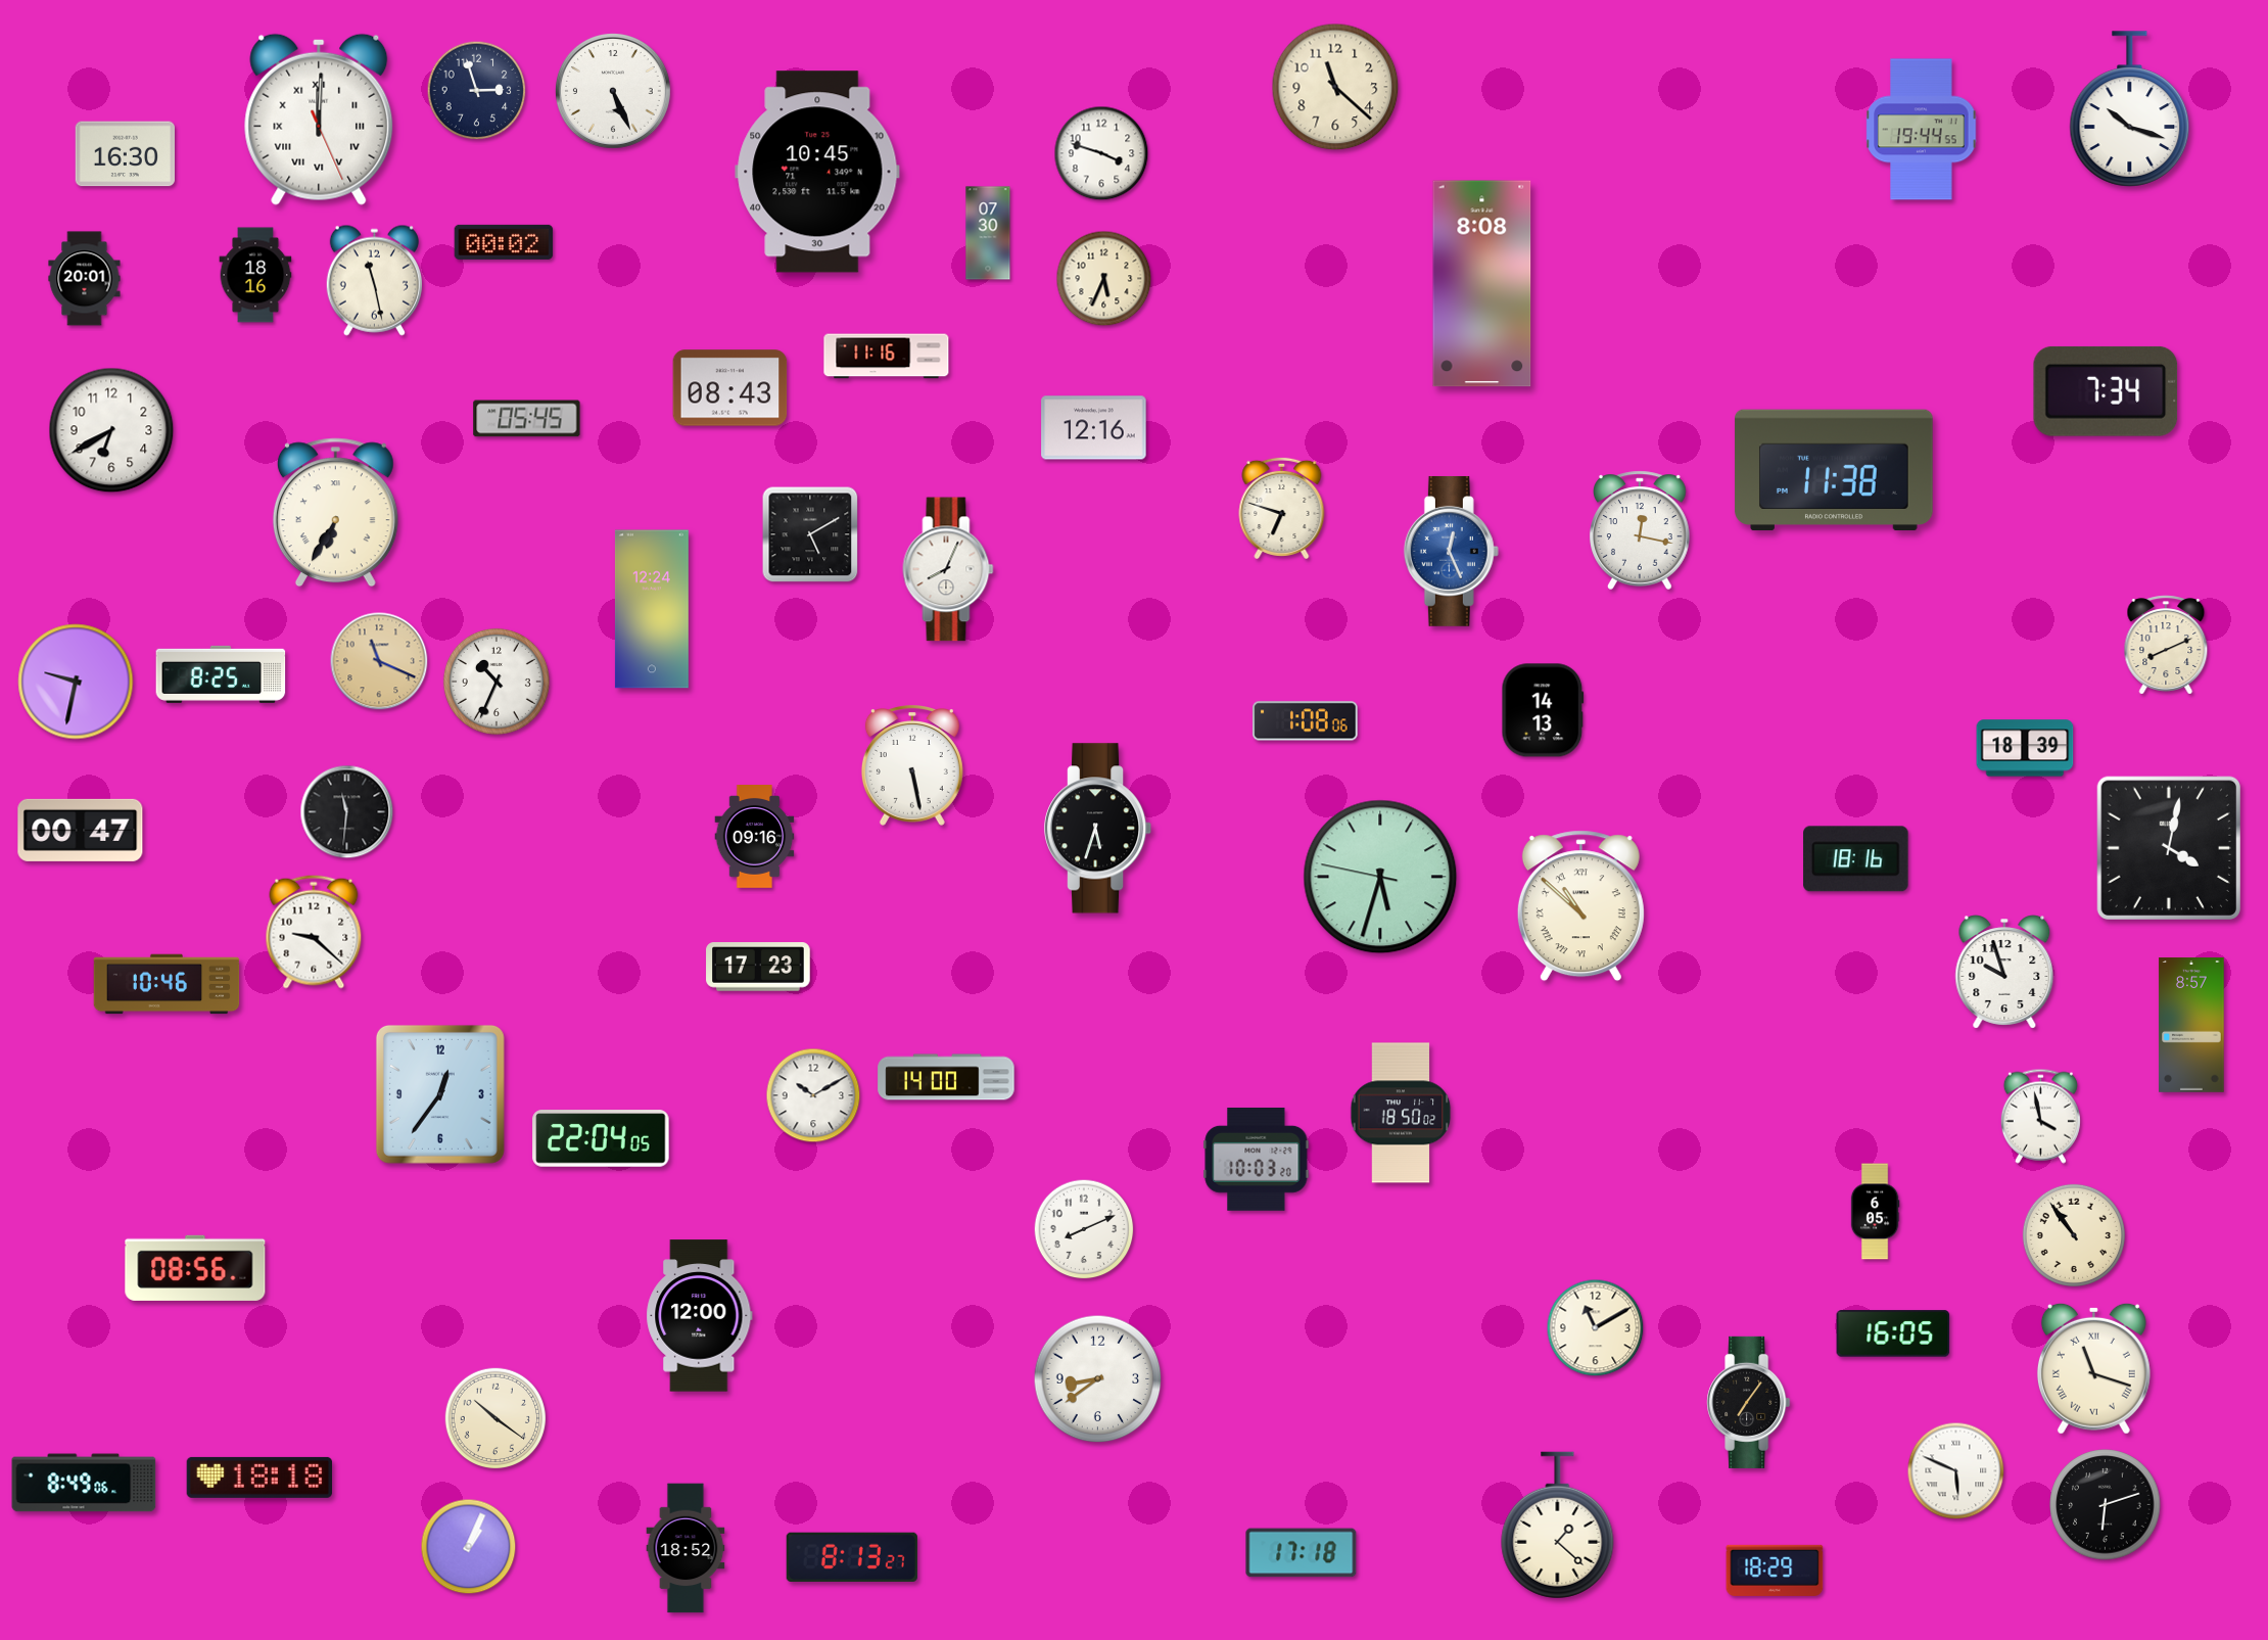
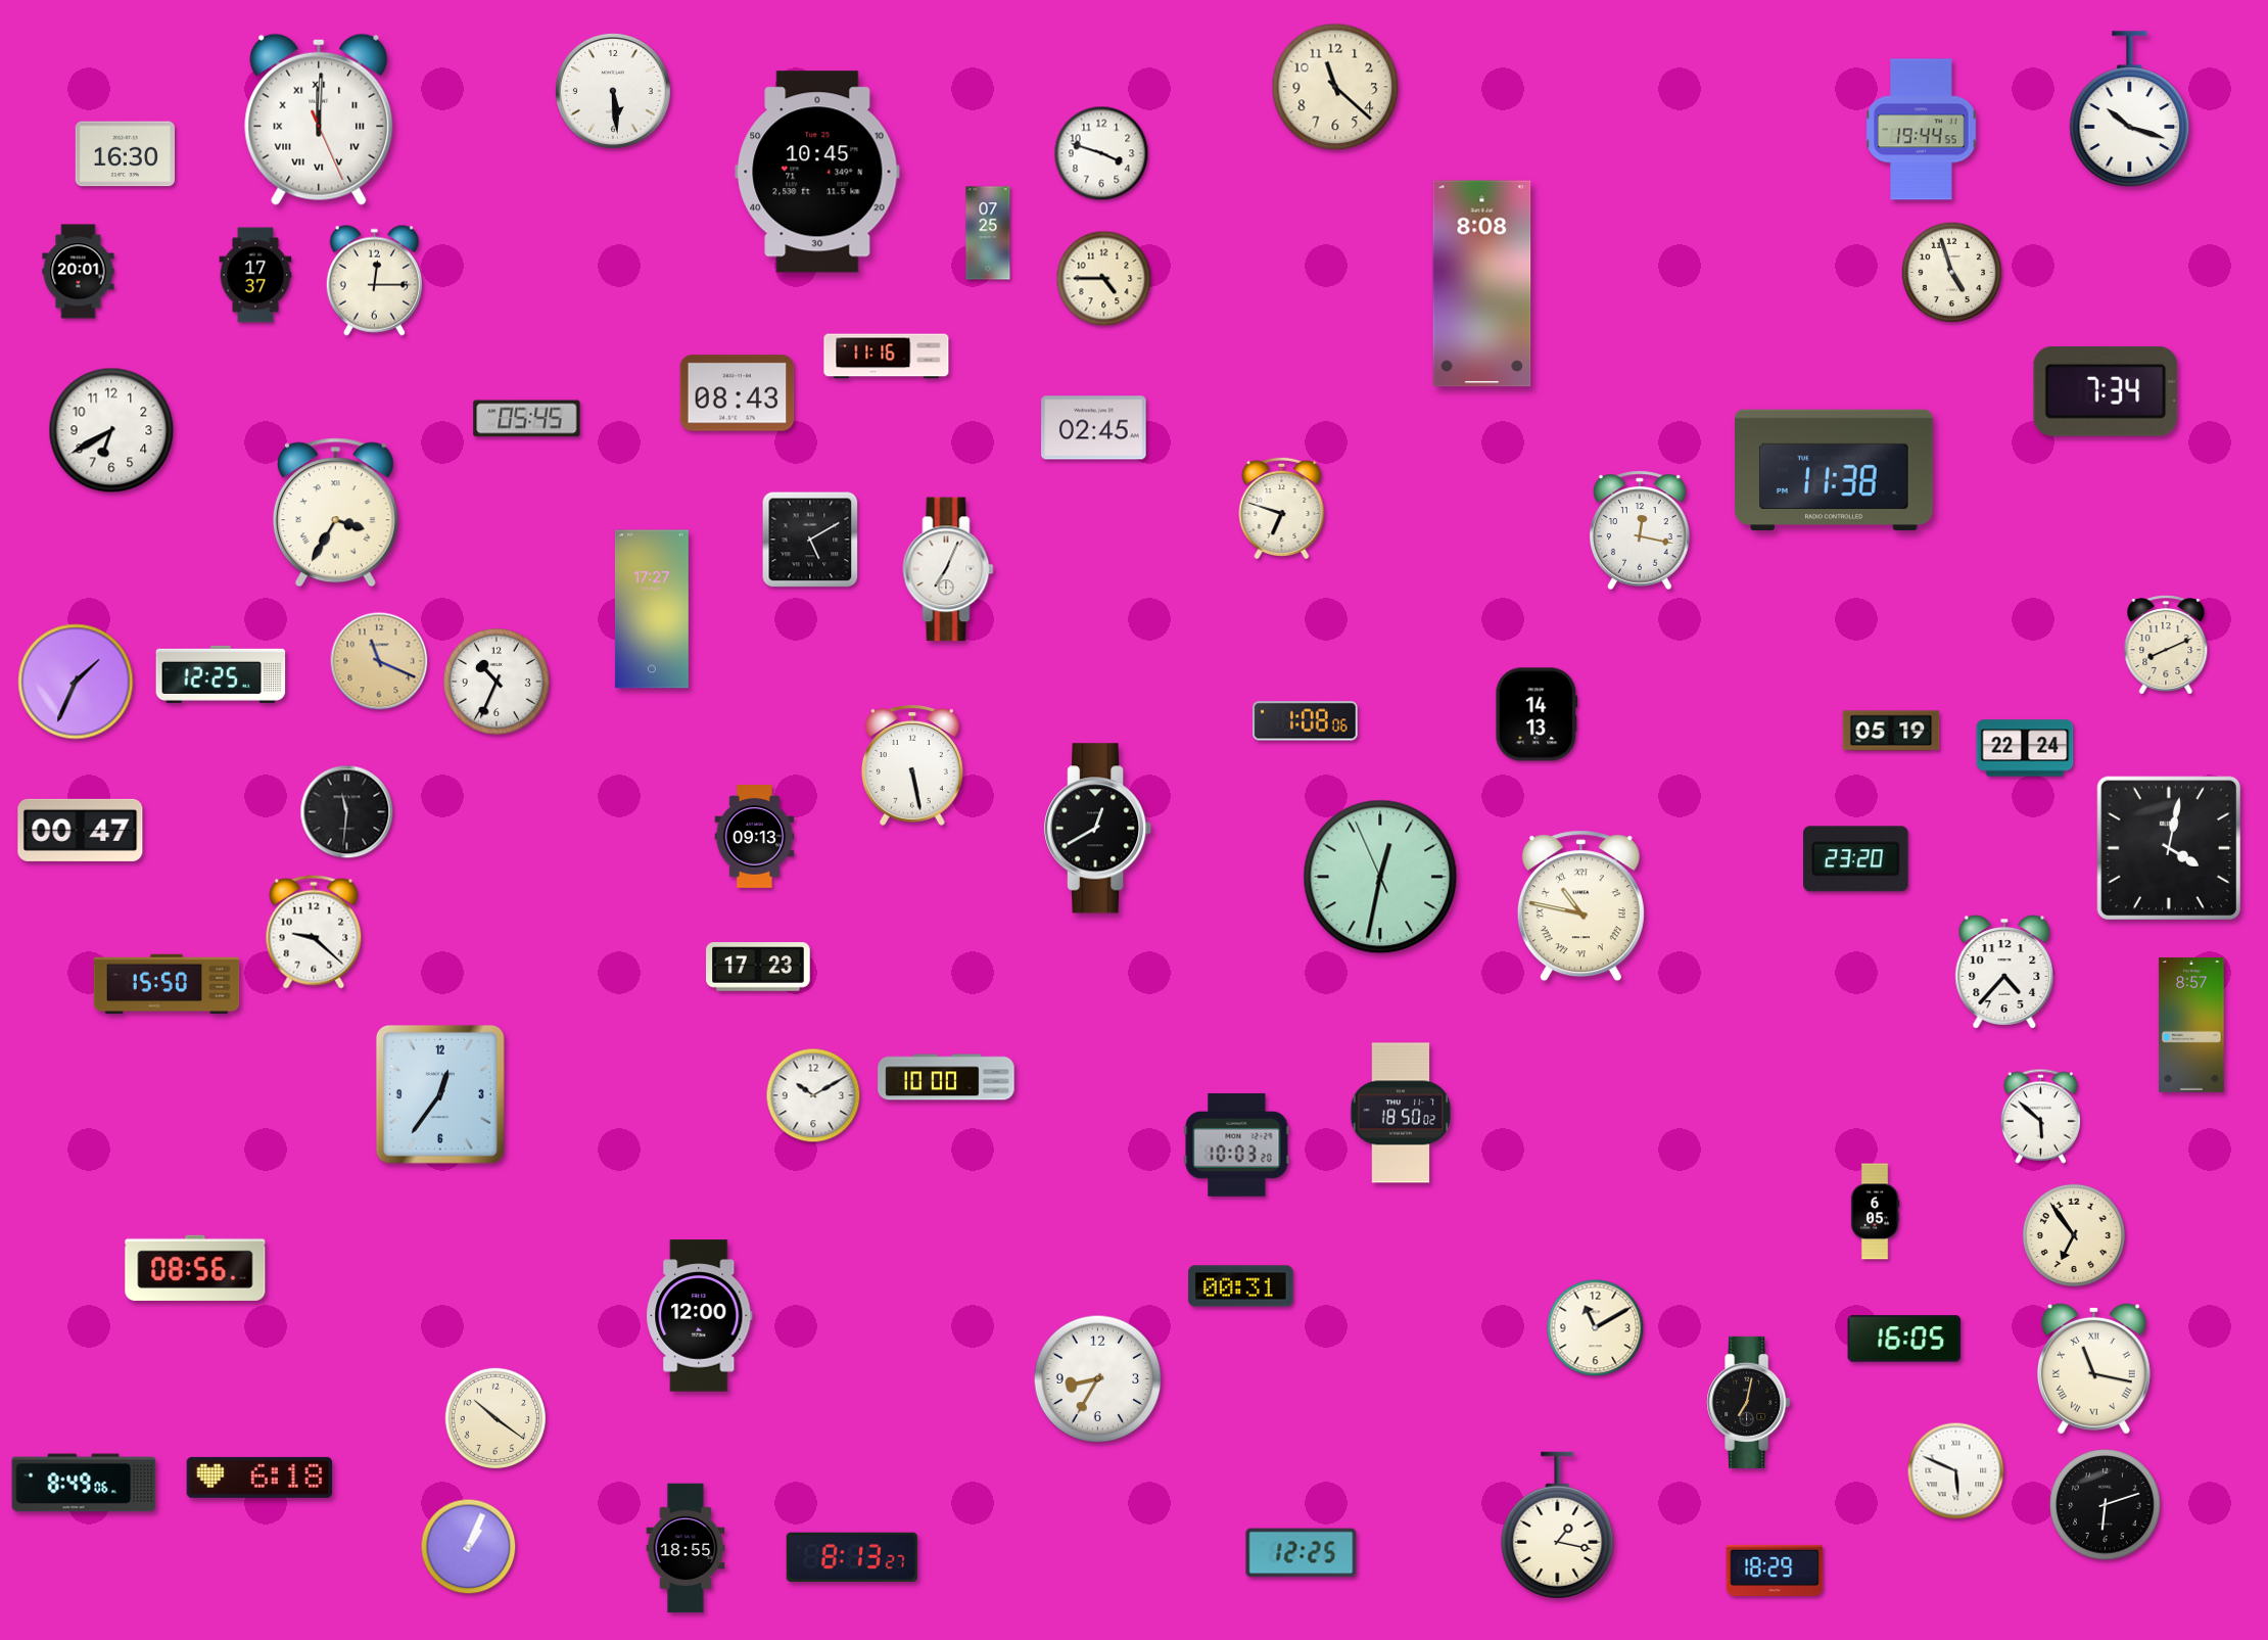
clock at (477, 91): 2:57 -> none
clock at (613, 91): 5:26 -> 5:29
clock at (988, 233): 07:30 -> 07:25
clock at (504, 242): 00:02 -> none
clock at (1952, 273): none -> 4:57
clock at (255, 275): 18:16 -> 17:37
clock at (85, 279) position: (85, 279) -> (79, 272)
clock at (1104, 279): 5:34 -> 4:45
clock at (374, 280): 11:28 -> 12:15
clock at (730, 388) position: (730, 388) -> (738, 393)
clock at (1094, 428): 12:16 -> 02:45
clock at (335, 513): 6:35 -> 3:35
clock at (810, 534) position: (810, 534) -> (810, 540)
clock at (1451, 551): 12:26 -> none
clock at (948, 569): 8:04 -> 7:04
clock at (652, 609): 12:24 -> 17:27
clock at (221, 674): 8:25 -> 12:25
clock at (76, 682): 9:32 -> 1:34
clock at (1543, 710) position: (1543, 710) -> (1537, 714)
clock at (1891, 731): none -> 05:19
clock at (2025, 748): 18:39 -> 22:24
clock at (1099, 829): 5:33 -> 12:40
clock at (755, 837): 09:16 -> 09:13
clock at (1856, 859): 18:16 -> 23:20
clock at (1380, 877): 5:32 -> 12:31
clock at (1580, 906): 10:52 -> 10:47
clock at (2004, 972): 9:57 -> 4:37
clock at (167, 984): 10:46 -> 15:50
clock at (946, 1077): 14:00 -> 10:00
clock at (2040, 1116): 3:58 -> 5:52
clock at (601, 1138): 22:04 -> none
clock at (1257, 1159) position: (1257, 1159) -> (1237, 1144)
clock at (1084, 1229): 8:11 -> none
clock at (2074, 1235): 10:54 -> 6:54
clock at (1241, 1286): none -> 00:31
clock at (1893, 1333) position: (1893, 1333) -> (1904, 1339)
clock at (2093, 1368): 11:18 -> 11:17
clock at (1098, 1379): 8:39 -> 8:35
clock at (1749, 1402): 7:06 -> 7:02
clock at (259, 1478): 18:18 -> 6:18
clock at (1558, 1526): 1:22 -> 1:17
clock at (686, 1548): 18:52 -> 18:55
clock at (1302, 1553): 17:18 -> 12:25
